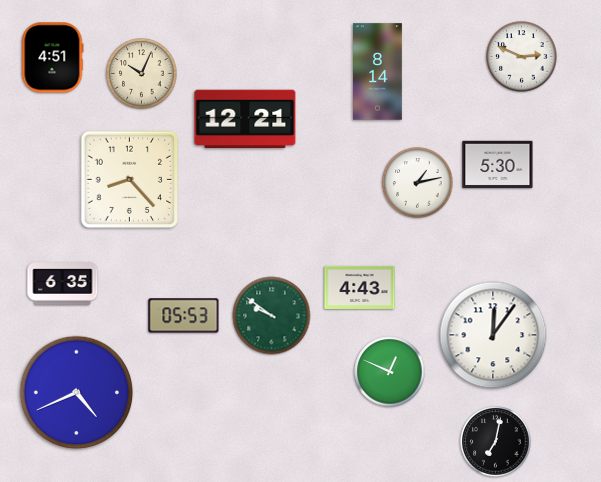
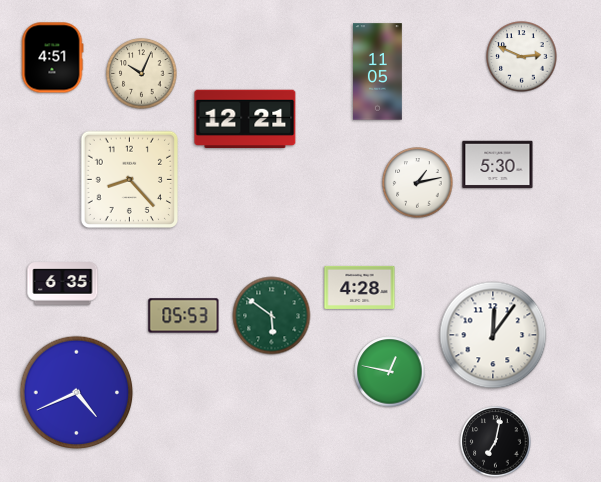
clock at (378, 72): 8:14 -> 11:05
clock at (360, 287): 4:43 -> 4:28
clock at (272, 316): 9:51 -> 5:51
clock at (390, 372): 12:49 -> 12:47
